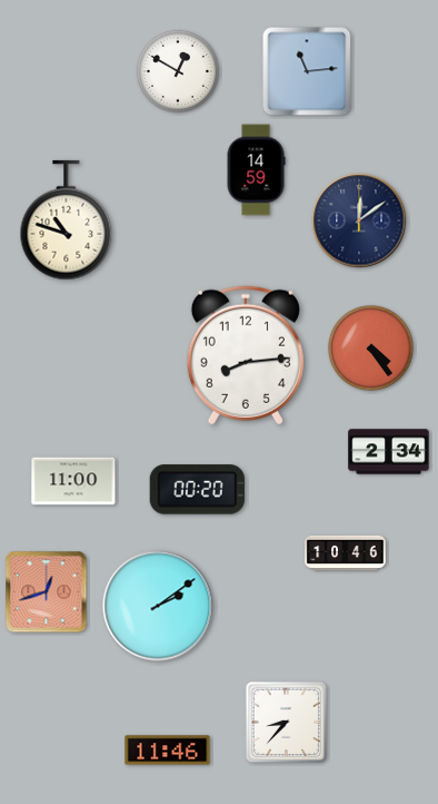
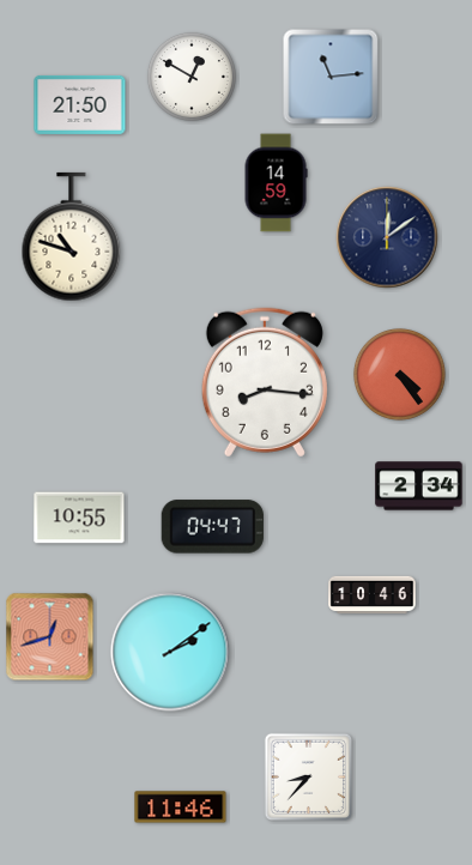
clock at (80, 104): none -> 21:50
clock at (246, 355): 8:14 -> 8:16
clock at (73, 481): 11:00 -> 10:55
clock at (197, 490): 00:20 -> 04:47
